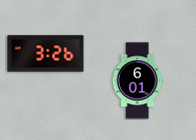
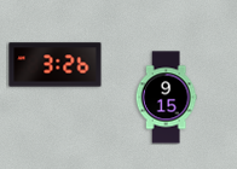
clock at (137, 81): 6:01 -> 9:15
